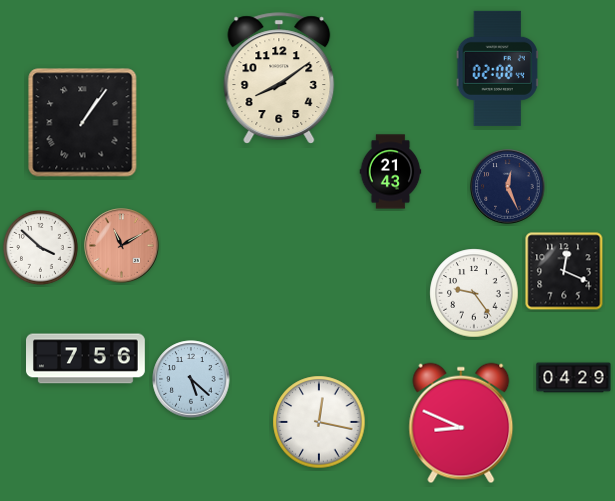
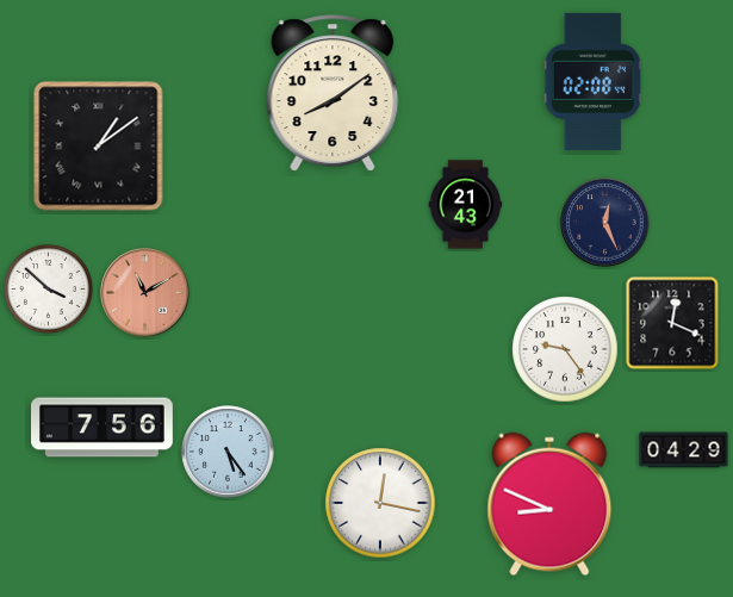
clock at (83, 123): 1:06 -> 1:09
clock at (41, 248) position: (41, 248) -> (49, 290)
clock at (191, 379): 5:22 -> 5:24
